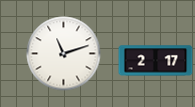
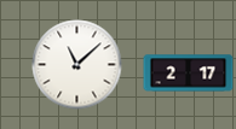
clock at (64, 54): 11:12 -> 11:08
